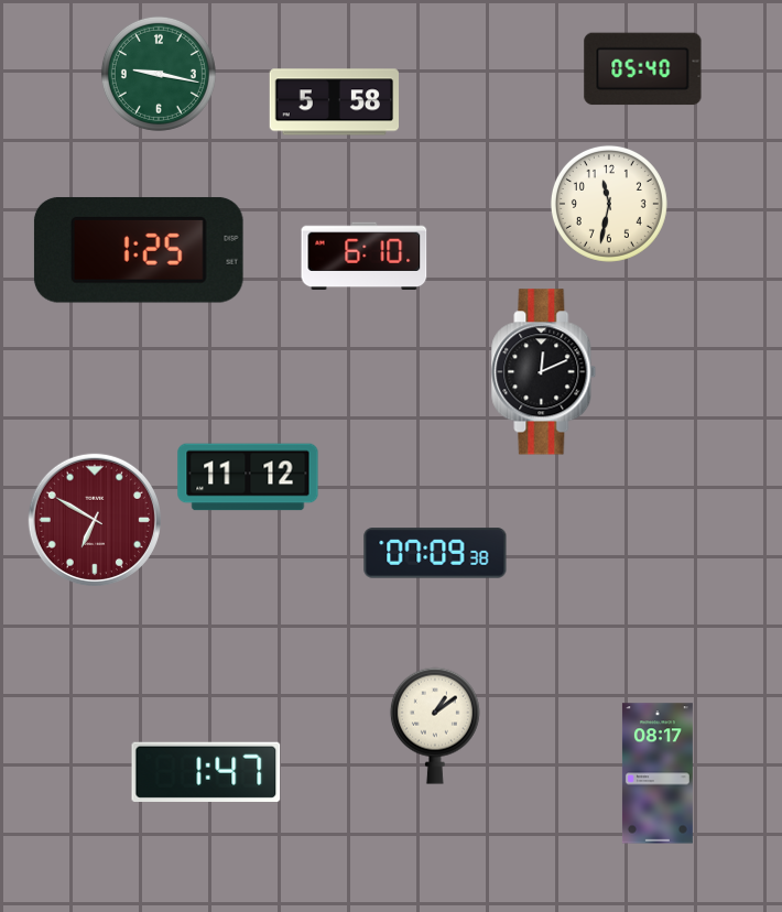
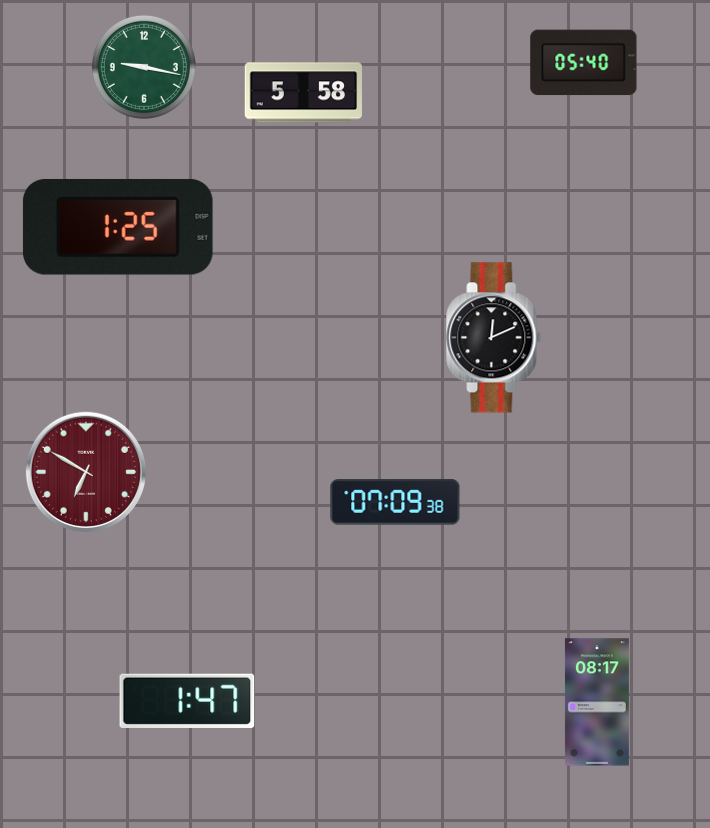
clock at (609, 204): 11:32 -> none
clock at (139, 250) position: (139, 250) -> (118, 227)
clock at (365, 257): 6:10 -> none
clock at (248, 477): 11:12 -> none
clock at (435, 726): 1:09 -> none
